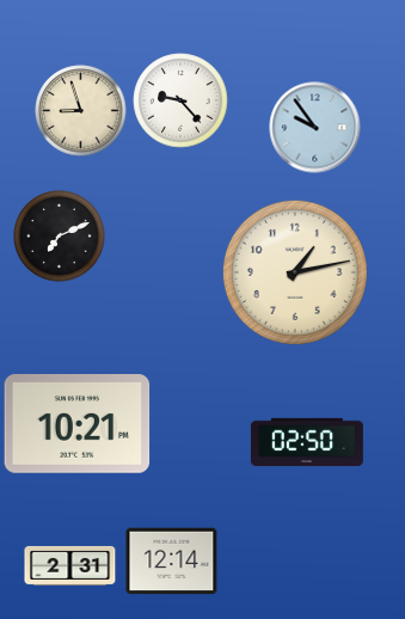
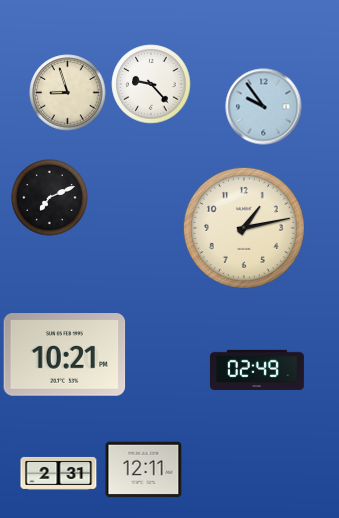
clock at (295, 272) position: (295, 272) -> (244, 228)
clock at (307, 441): 02:50 -> 02:49
clock at (172, 562): 12:14 -> 12:11
